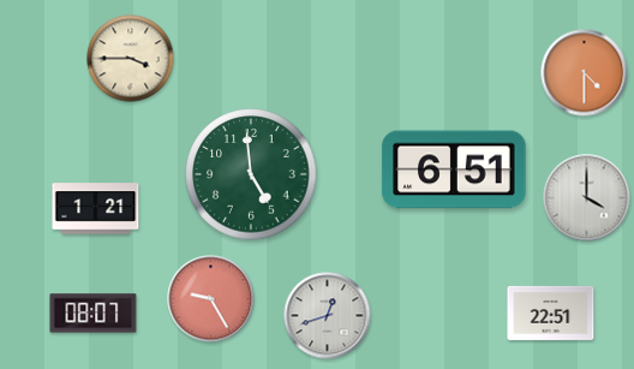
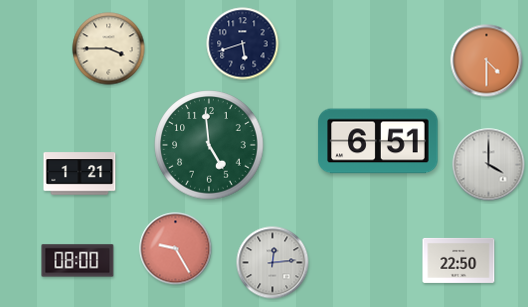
clock at (243, 44): none -> 5:42
clock at (551, 313): 22:51 -> 22:50
clock at (94, 314): 08:07 -> 08:00
clock at (328, 316): 12:42 -> 12:14
